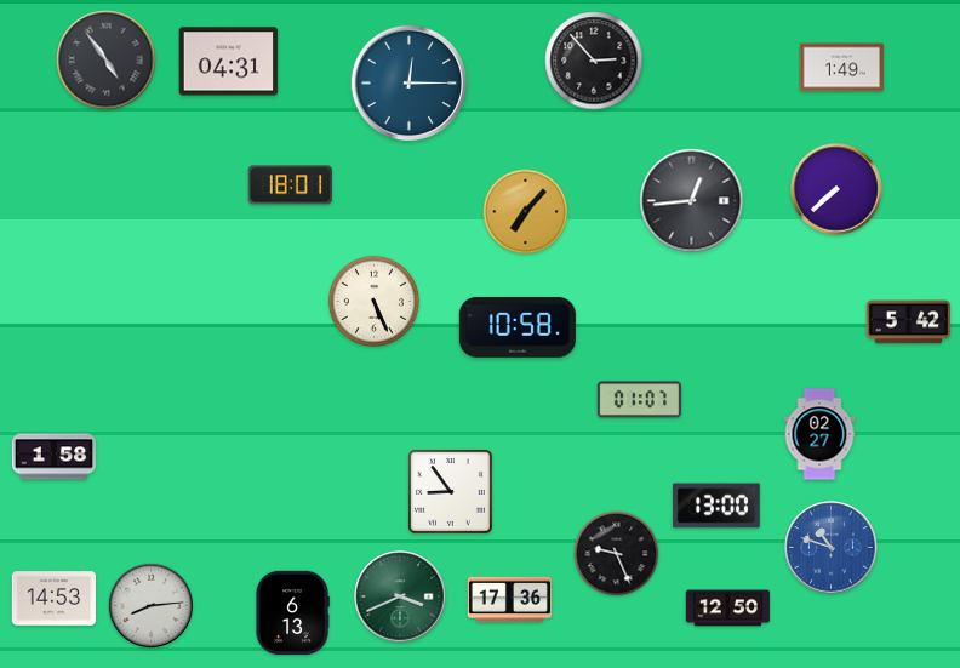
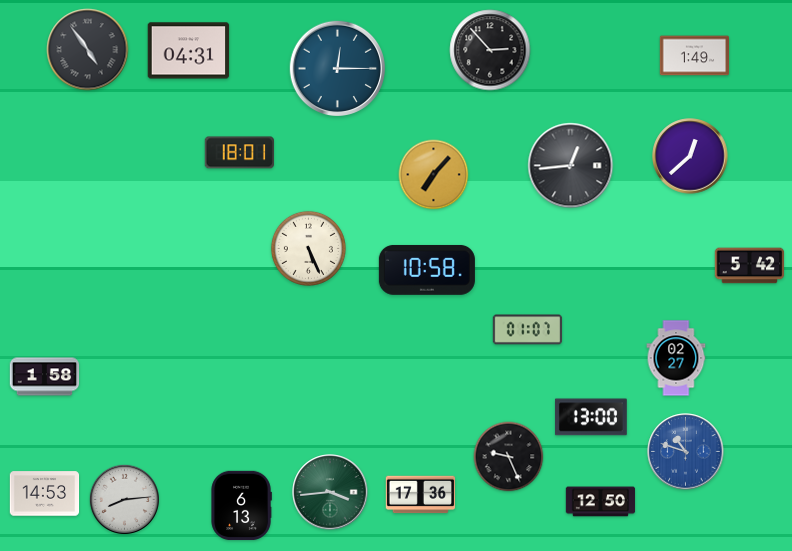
clock at (836, 189): 7:38 -> 12:38
clock at (451, 492): 8:54 -> none
clock at (400, 596): 3:41 -> 3:44
